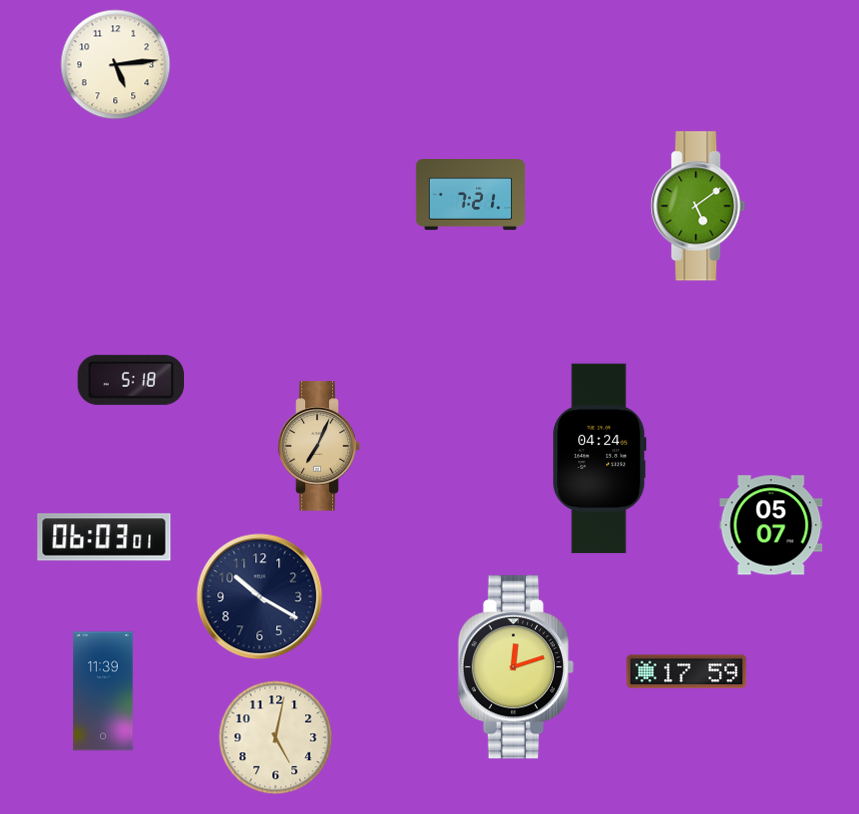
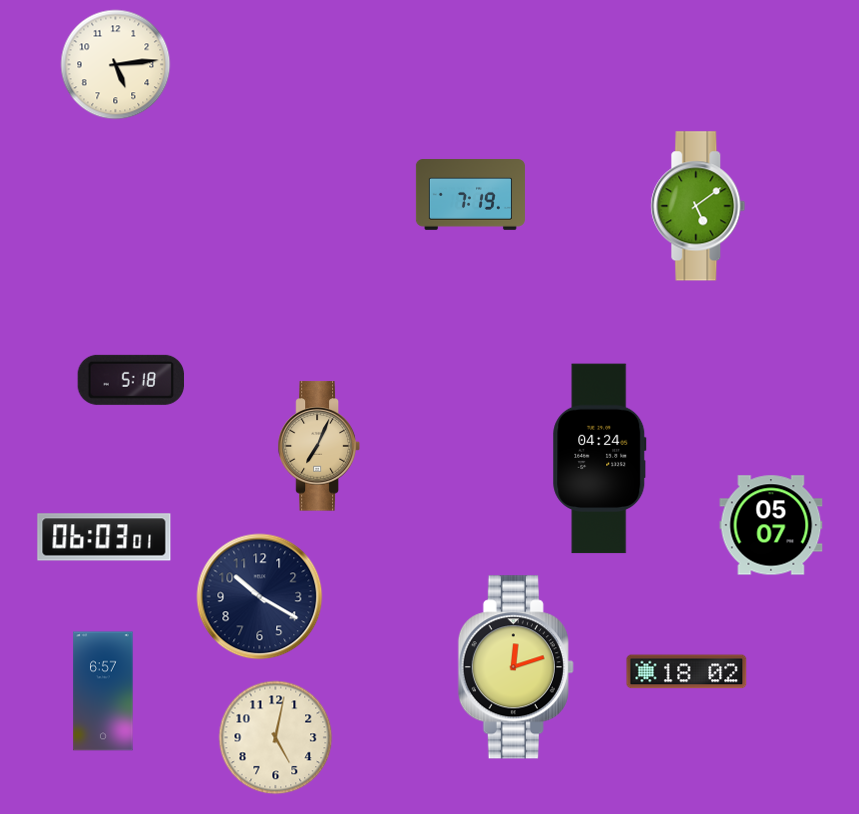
clock at (470, 195): 7:21 -> 7:19
clock at (687, 672): 17:59 -> 18:02
clock at (103, 691): 11:39 -> 6:57
